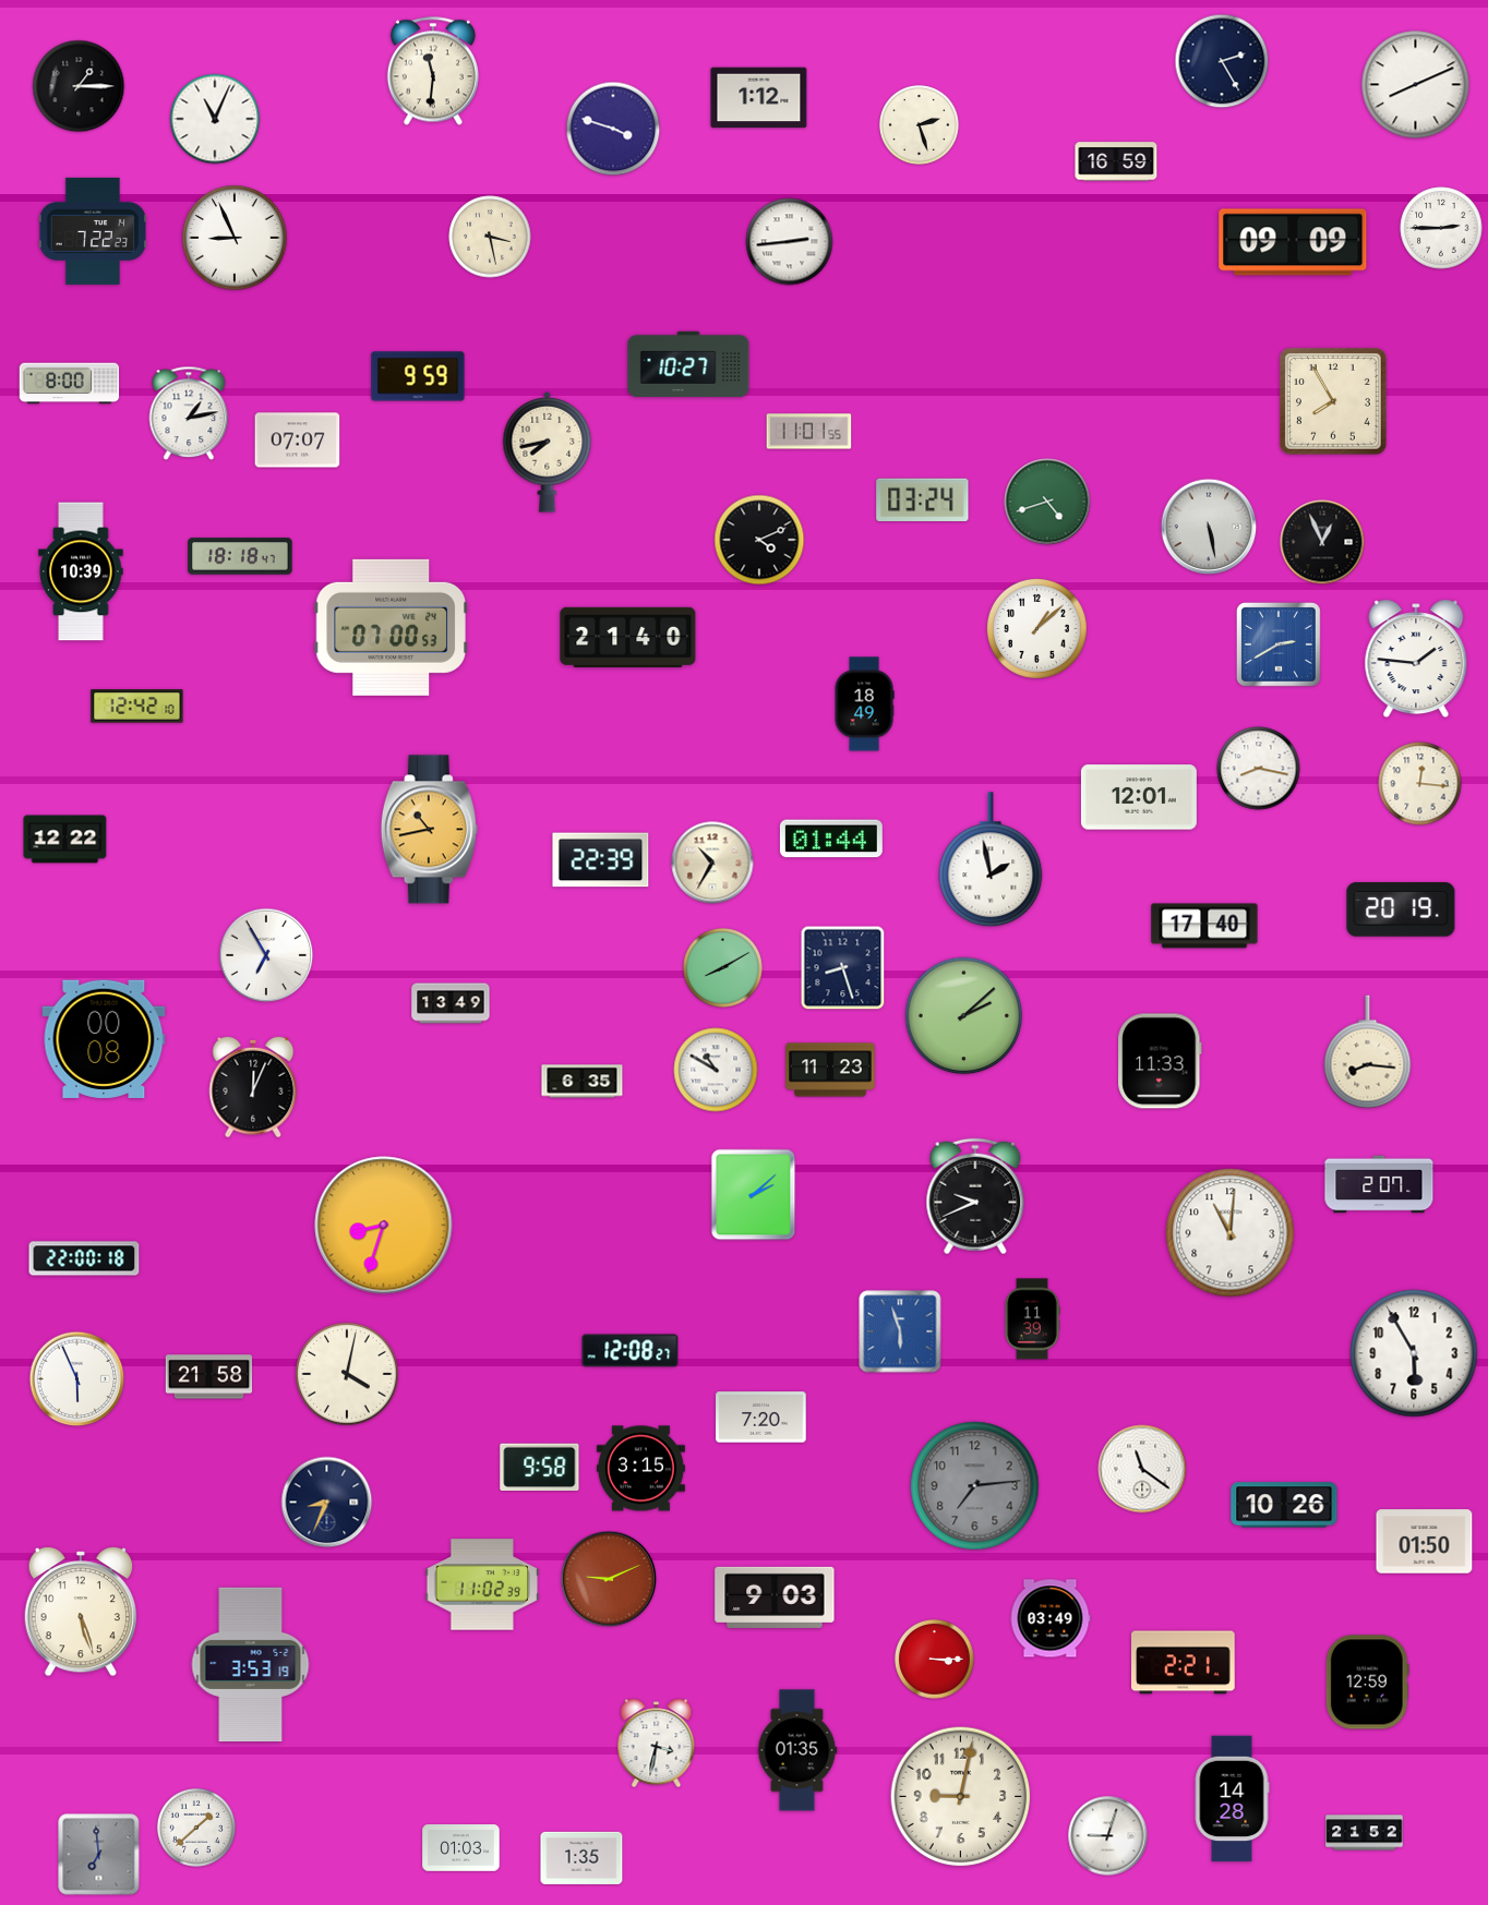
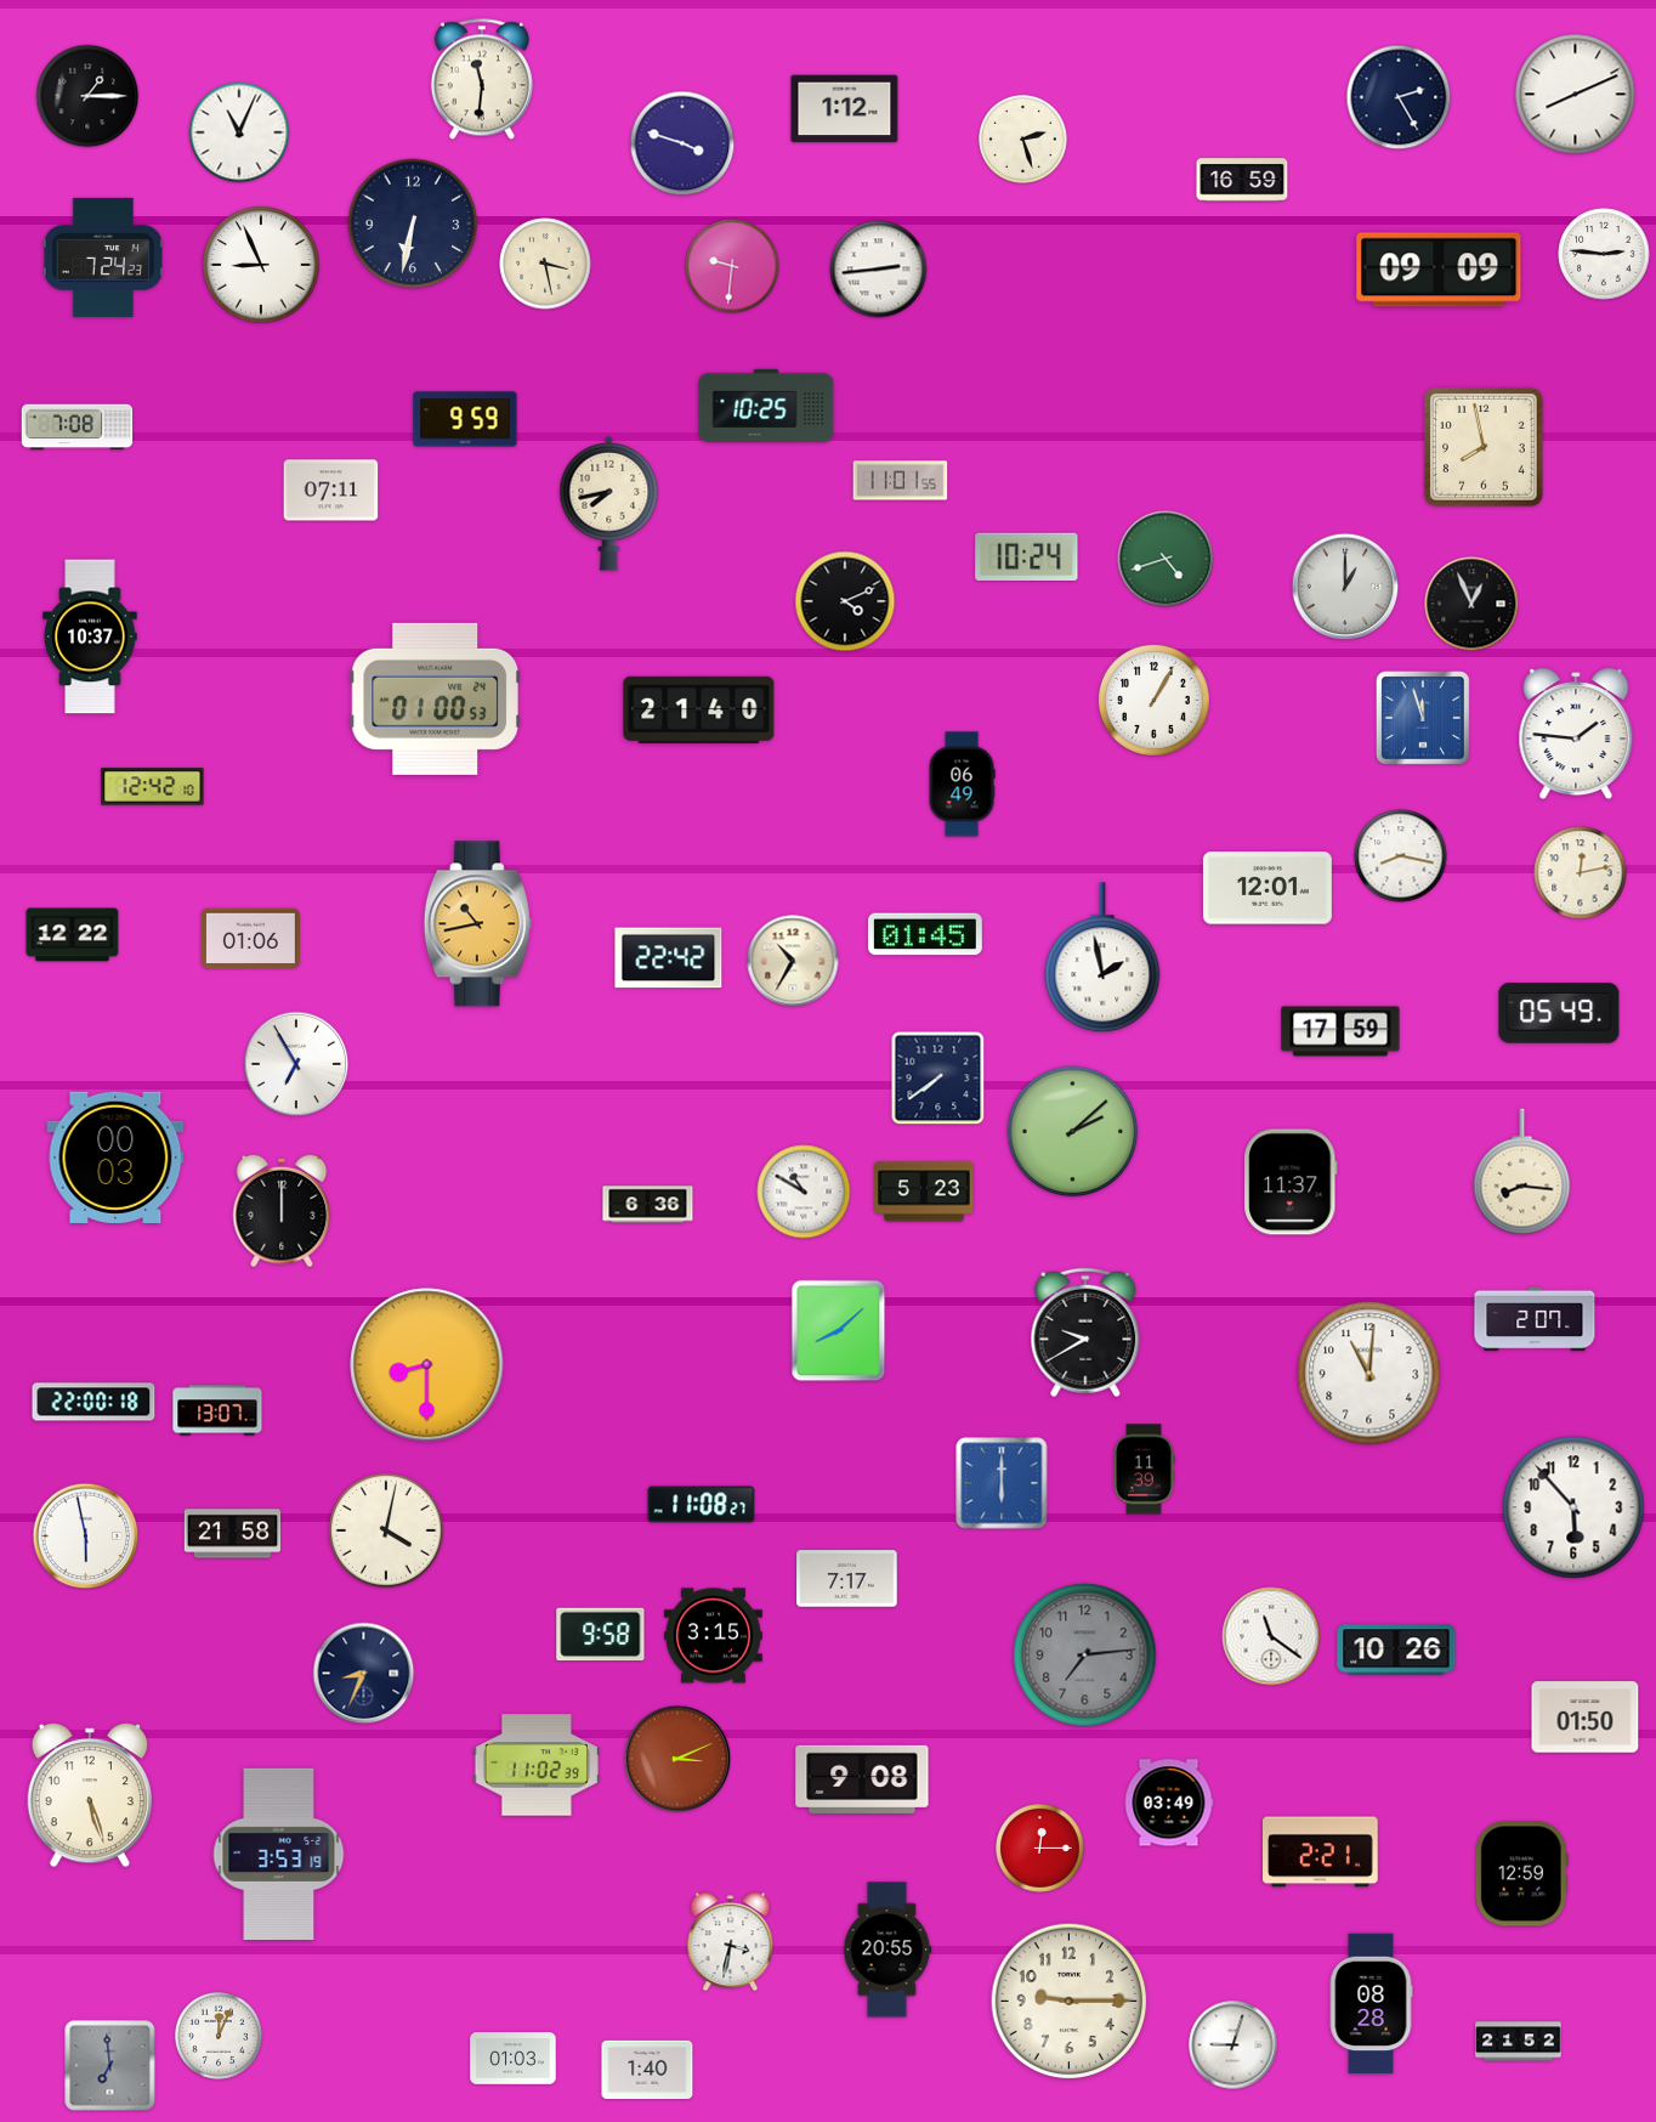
clock at (1222, 61) position: (1222, 61) -> (1399, 97)
clock at (413, 223): none -> 6:32
clock at (1441, 228): 2:45 -> 2:46
clock at (93, 231): 7:22 -> 7:24
clock at (732, 266): none -> 9:31
clock at (688, 364): 10:27 -> 10:25
clock at (70, 384): 8:00 -> 7:08
clock at (1333, 401): 7:55 -> 7:58
clock at (189, 413): 1:13 -> none
clock at (298, 441): 07:07 -> 07:11
clock at (923, 499): 03:24 -> 10:24
clock at (1209, 527): 5:28 -> 1:00
clock at (240, 556): 18:18 -> none
clock at (81, 571): 10:39 -> 10:37
clock at (391, 627): 07:00 -> 01:00
clock at (1036, 628): 1:08 -> 1:05
clock at (1279, 644): 2:40 -> 11:57
clock at (864, 704): 18:49 -> 06:49
clock at (1420, 784): 12:16 -> 12:13
clock at (831, 839): 01:44 -> 01:45
clock at (250, 939): none -> 01:06
clock at (601, 860): 22:39 -> 22:42
clock at (1401, 909): 20:19 -> 05:49
clock at (1204, 926): 17:40 -> 17:59
clock at (723, 968): 8:10 -> none
clock at (843, 968): 8:27 -> 7:39
clock at (451, 1003): 13:49 -> none
clock at (104, 1039): 00:08 -> 00:03
clock at (1160, 1061): 11:33 -> 11:37
clock at (716, 1070) position: (716, 1070) -> (804, 1192)
clock at (830, 1070): 11:23 -> 5:23
clock at (583, 1082): 6:35 -> 6:36
clock at (253, 1087): 12:04 -> 12:00
clock at (754, 1195): 2:08 -> 8:08
clock at (975, 1196): 9:41 -> 9:40
clock at (384, 1226): 8:33 -> 8:30
clock at (217, 1410): none -> 13:07
clock at (1032, 1319) position: (1032, 1319) -> (1144, 1470)
clock at (900, 1331): 5:57 -> 6:00
clock at (631, 1351): 12:08 -> 11:08
clock at (1414, 1353): 5:55 -> 5:53
clock at (77, 1379): 5:56 -> 5:58
clock at (761, 1418): 7:20 -> 7:17
clock at (1284, 1505) position: (1284, 1505) -> (1396, 1649)
clock at (609, 1579): 9:11 -> 3:11
clock at (775, 1597): 9:03 -> 9:08
clock at (935, 1660): 3:15 -> 12:15
clock at (1184, 1663) position: (1184, 1663) -> (1321, 1852)
clock at (797, 1750): 01:35 -> 20:55
clock at (961, 1797): 9:02 -> 9:15
clock at (1232, 1799): 14:28 -> 08:28
clock at (196, 1828): 1:38 -> 12:04
clock at (581, 1858): 1:35 -> 1:40
